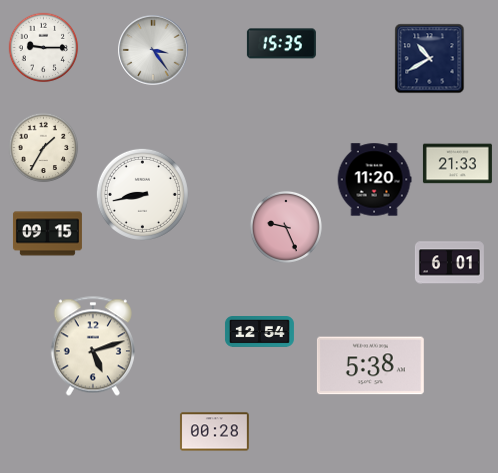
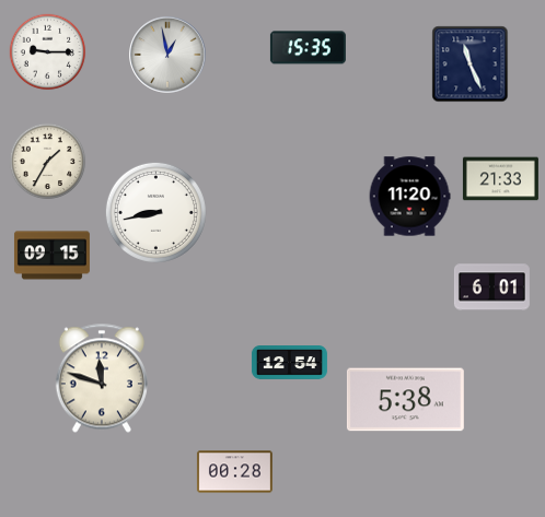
clock at (153, 50): 3:24 -> 12:58
clock at (430, 59): 10:40 -> 11:26
clock at (286, 227): 9:26 -> none
clock at (259, 332) position: (259, 332) -> (289, 363)
clock at (93, 346): 5:12 -> 11:48
